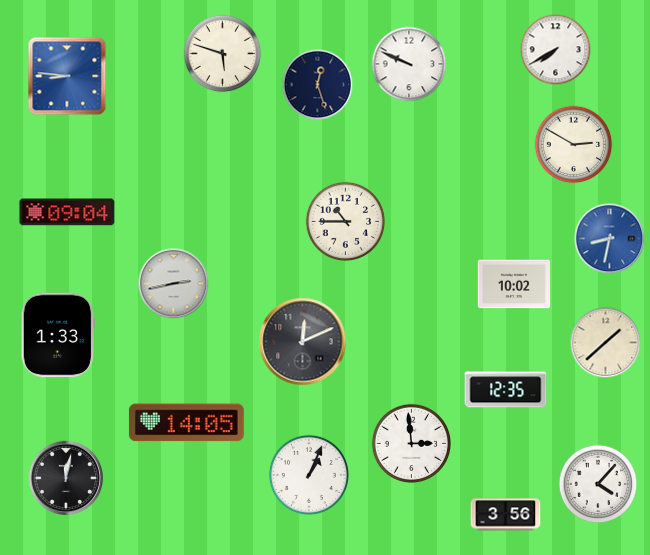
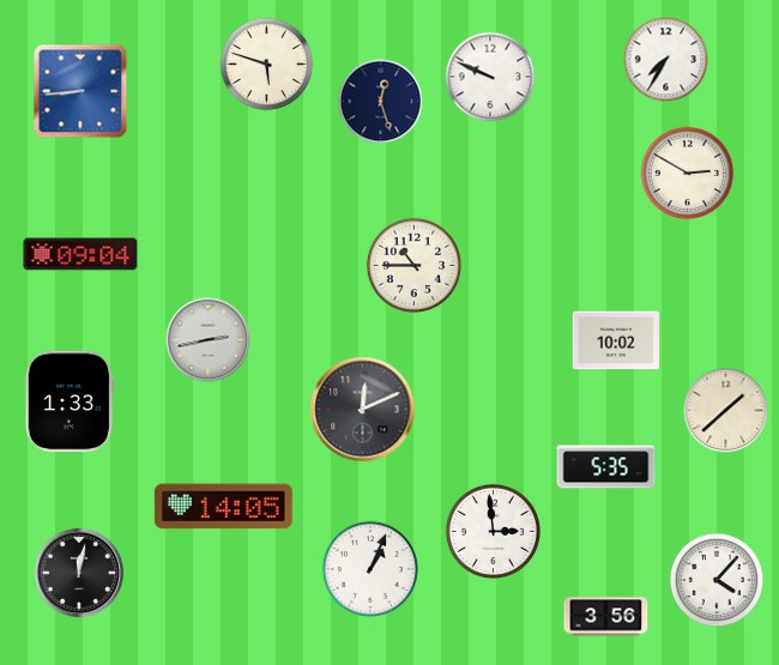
clock at (556, 50): 7:40 -> 7:35
clock at (67, 76): 8:46 -> 8:44
clock at (610, 239): 8:32 -> none
clock at (506, 390): 12:35 -> 5:35
